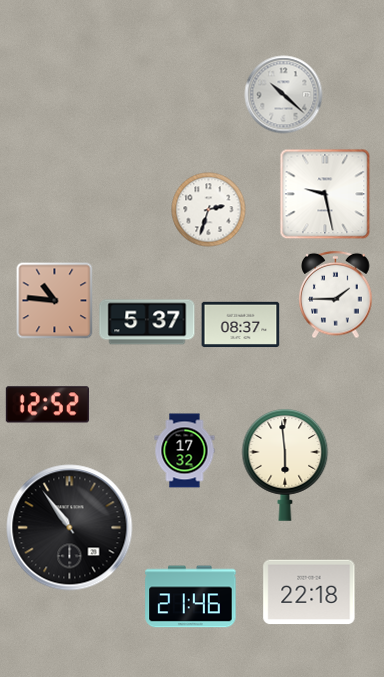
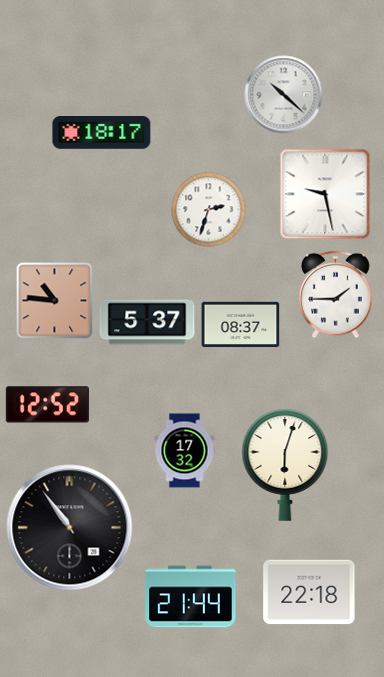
clock at (102, 133): none -> 18:17
clock at (285, 465): 5:59 -> 6:03
clock at (191, 597): 21:46 -> 21:44
